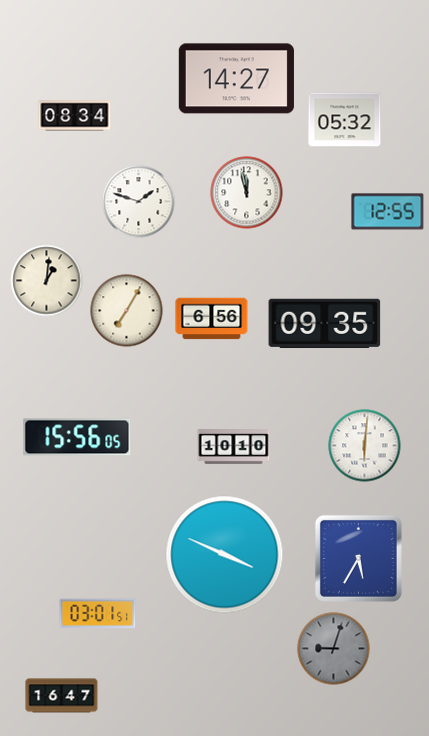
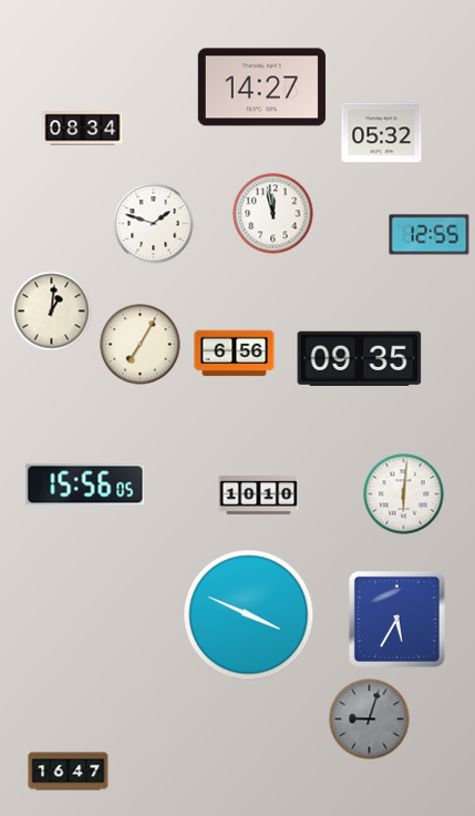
clock at (98, 614): 03:01 -> none
